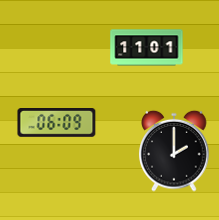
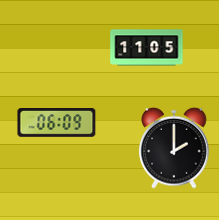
clock at (147, 48): 11:01 -> 11:05
clock at (174, 151) position: (174, 151) -> (174, 148)
